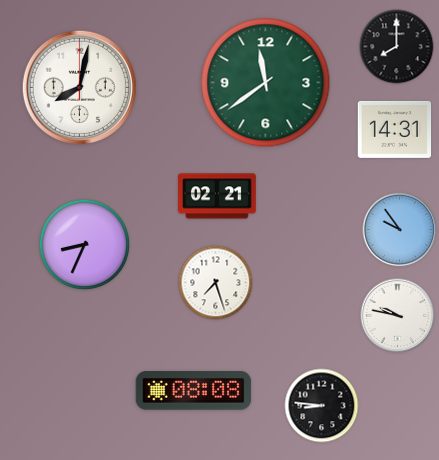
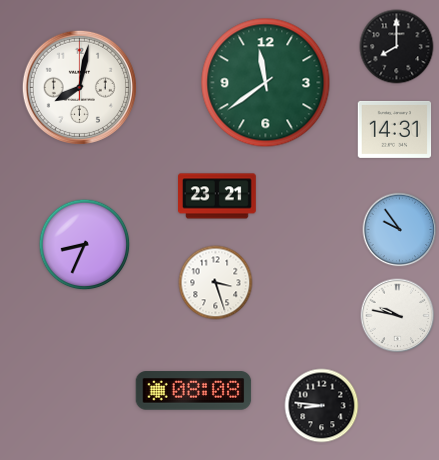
clock at (218, 196): 02:21 -> 23:21
clock at (216, 283): 7:27 -> 3:27
